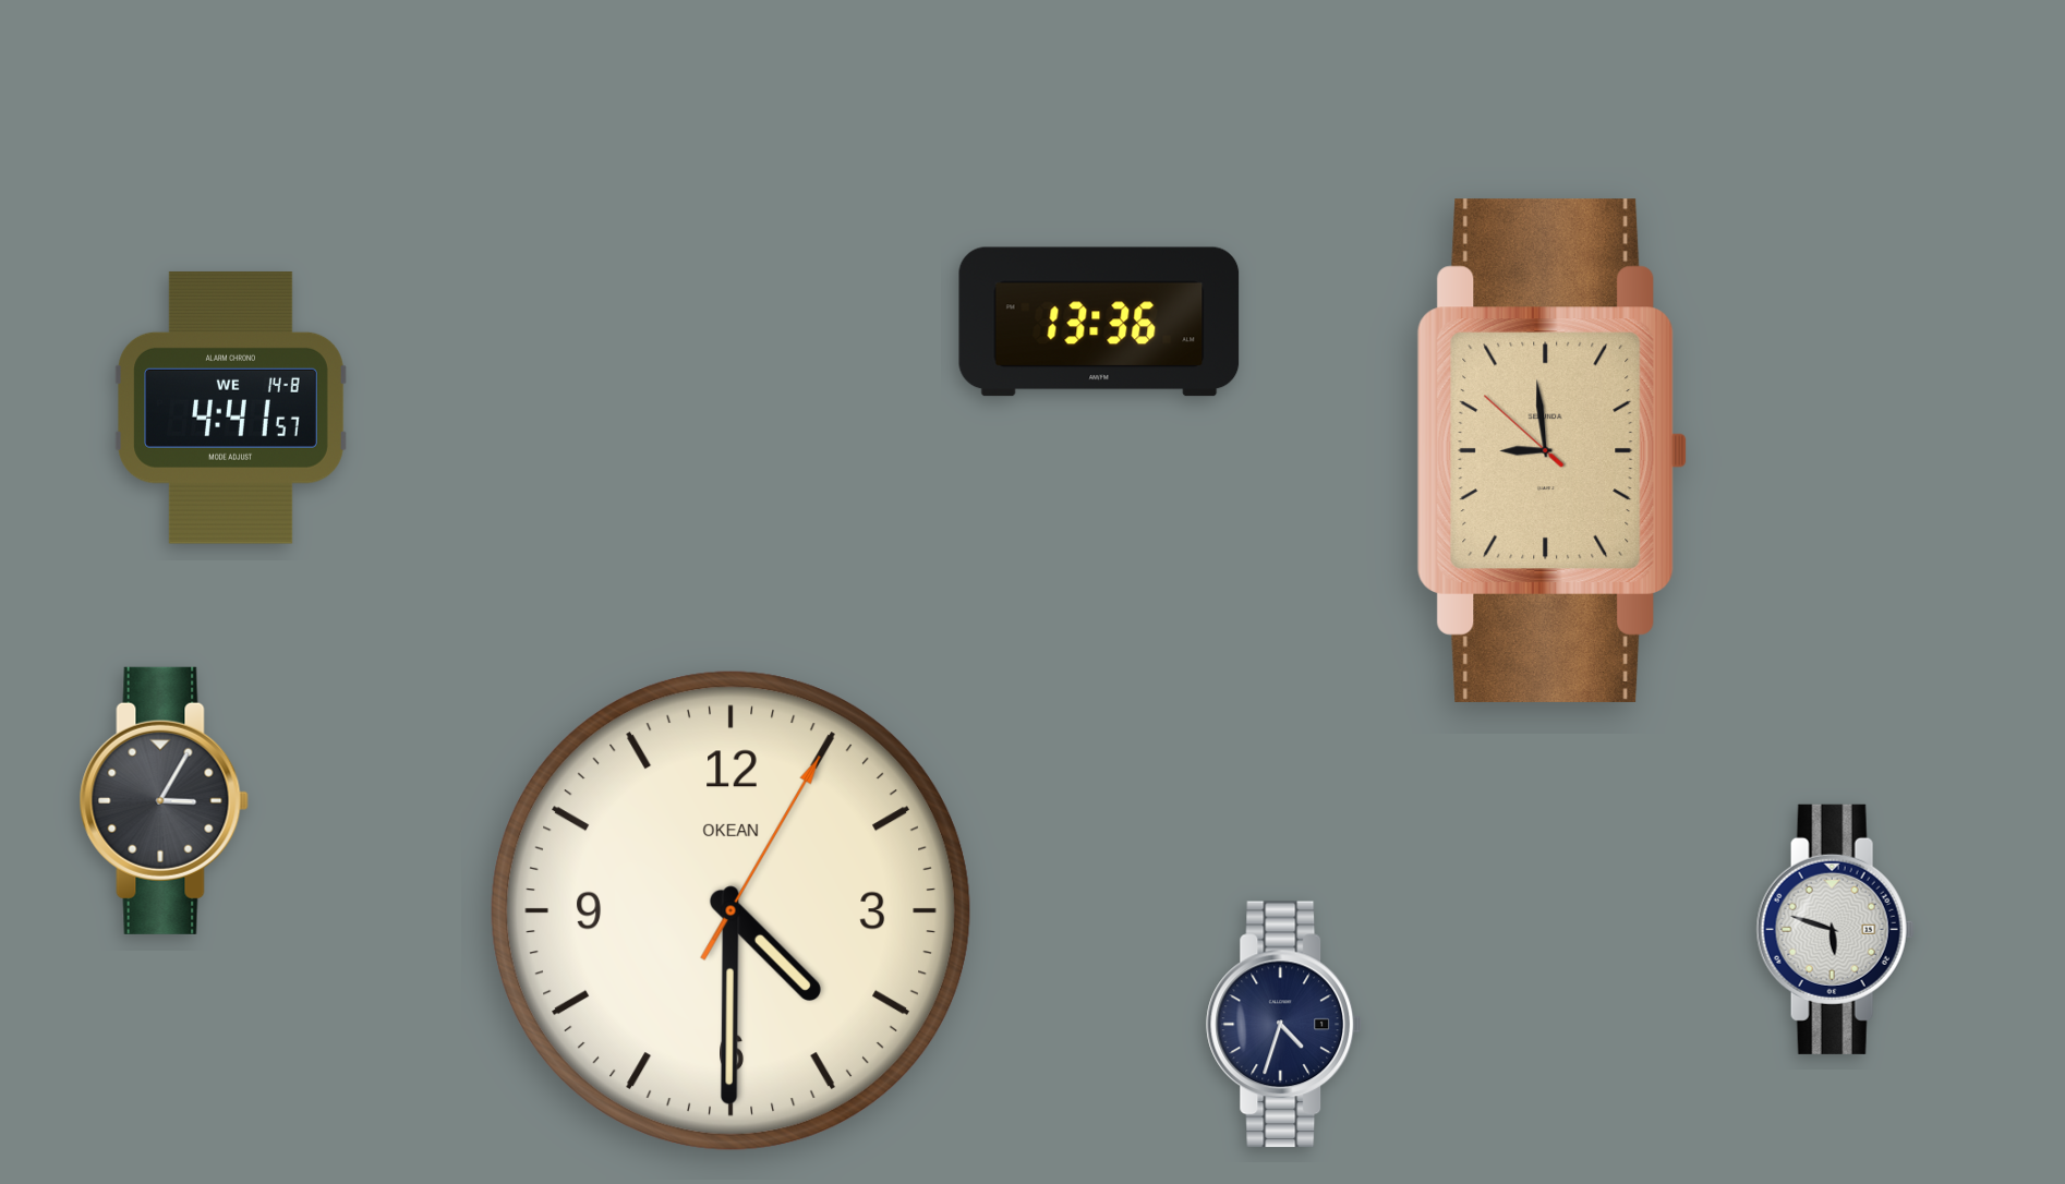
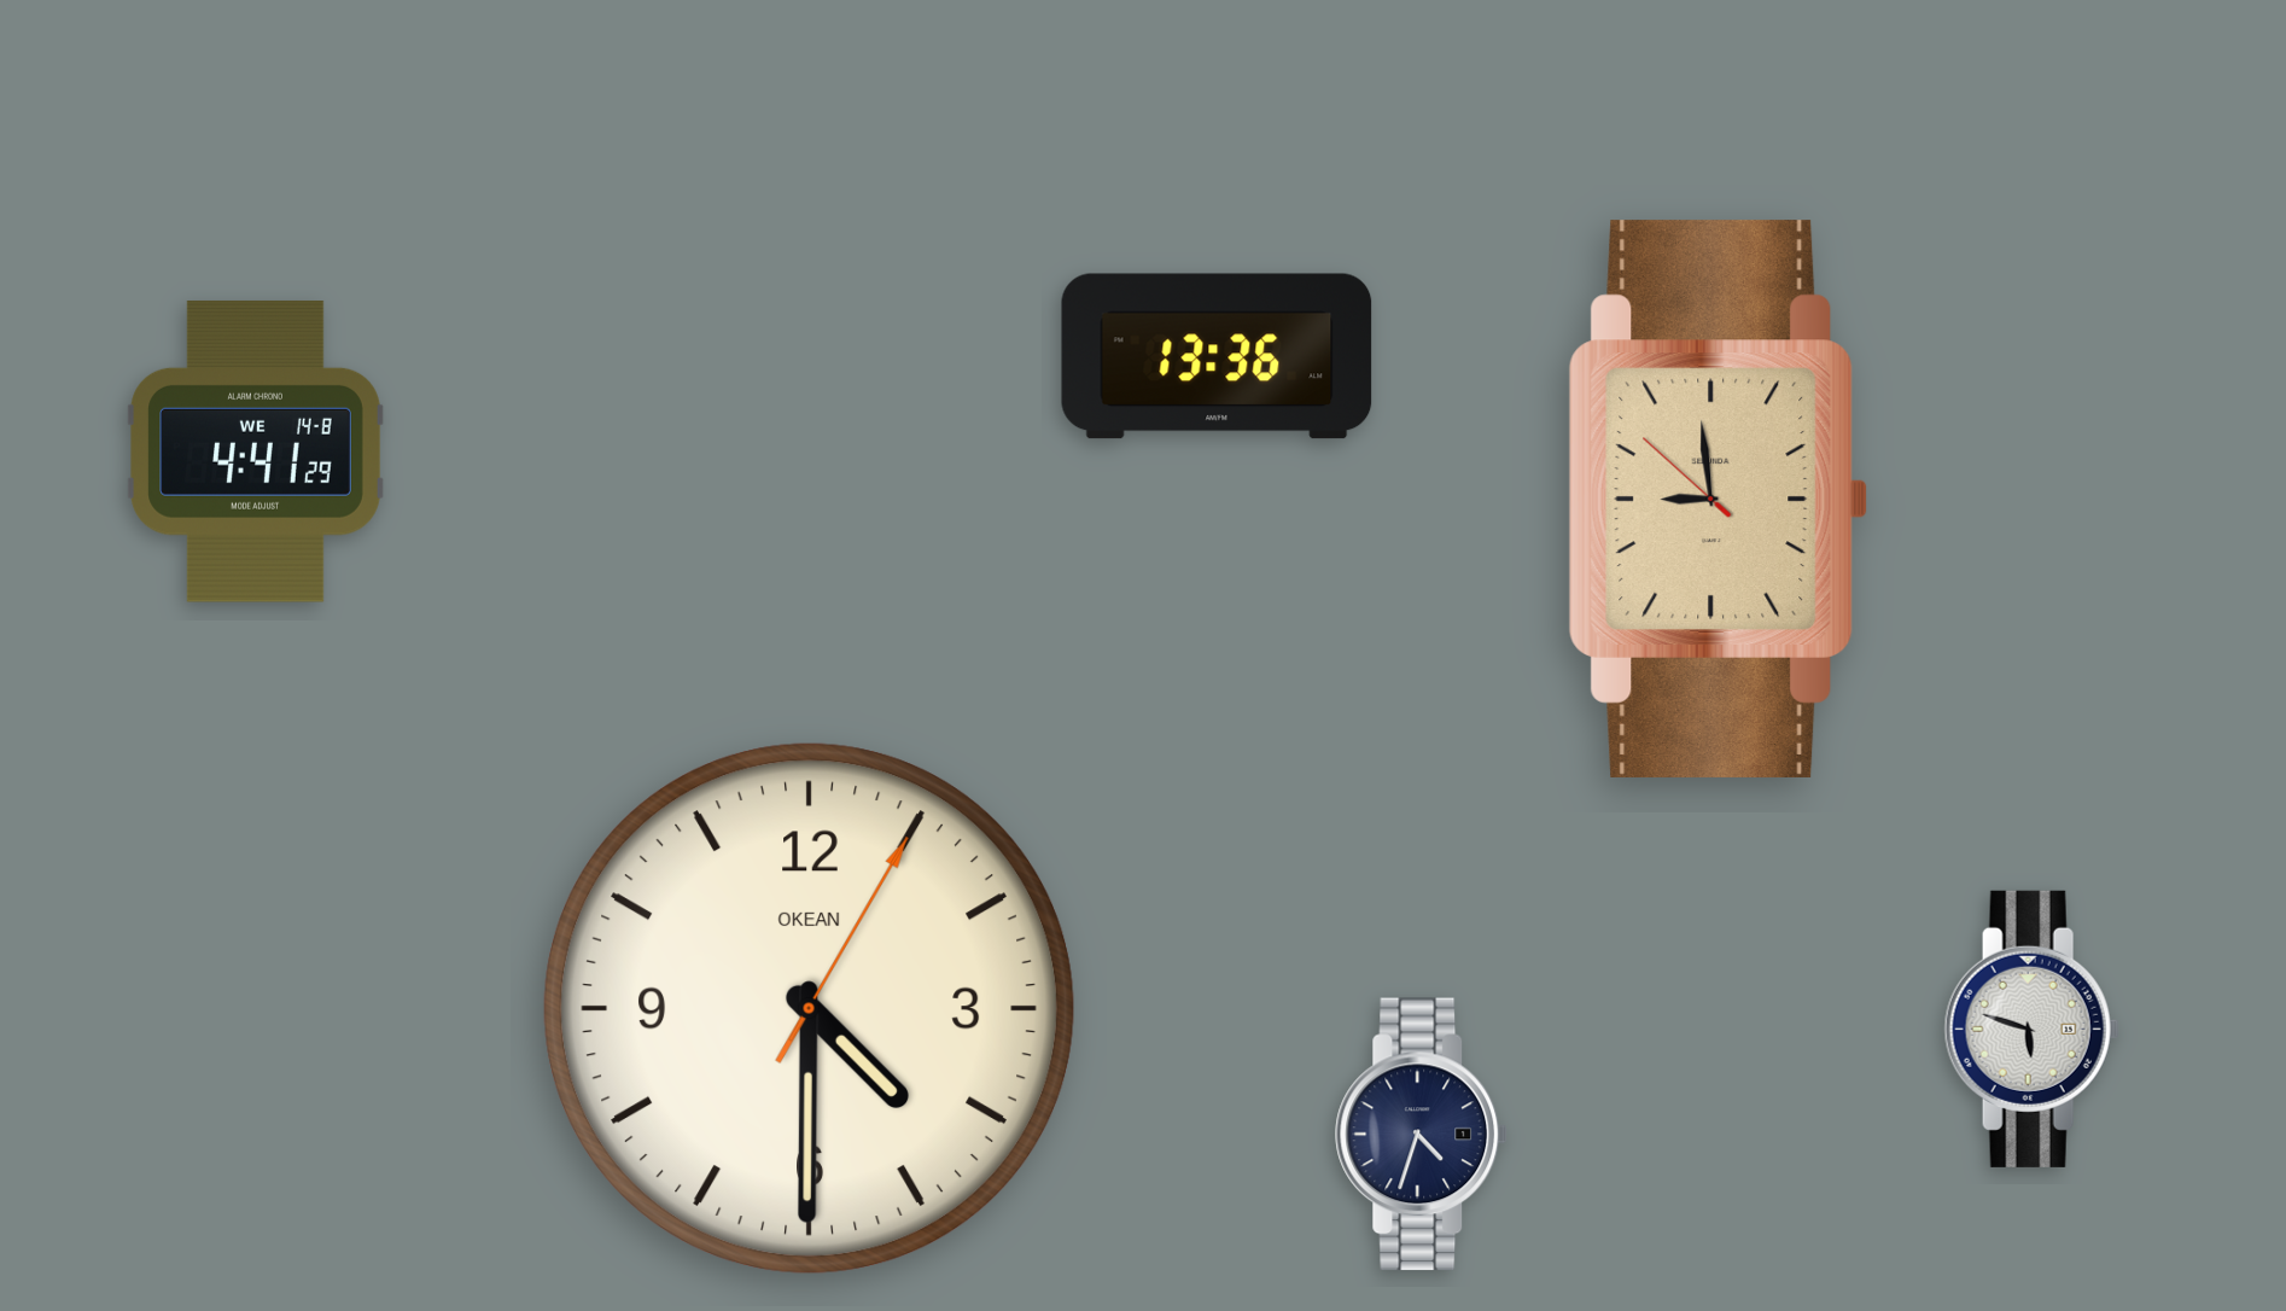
clock at (231, 408): 4:41:57 -> 4:41:29
clock at (164, 800): 3:05 -> none
